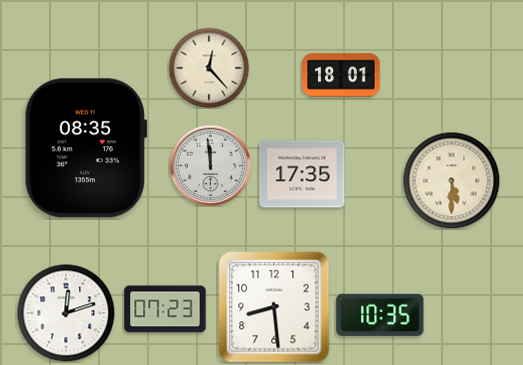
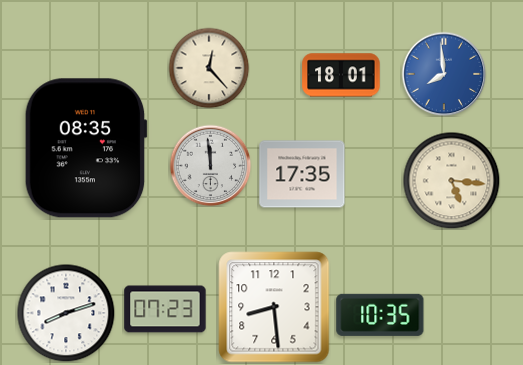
clock at (444, 74): none -> 7:59
clock at (451, 180): 5:30 -> 5:16
clock at (66, 313): 12:12 -> 8:12
